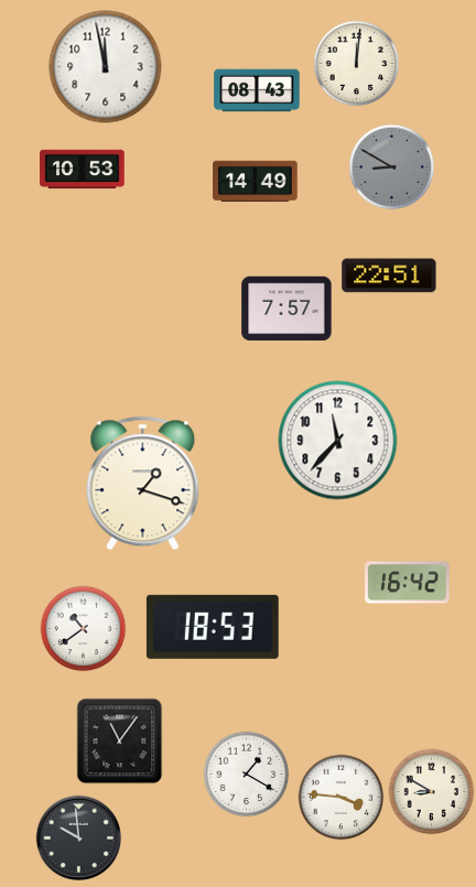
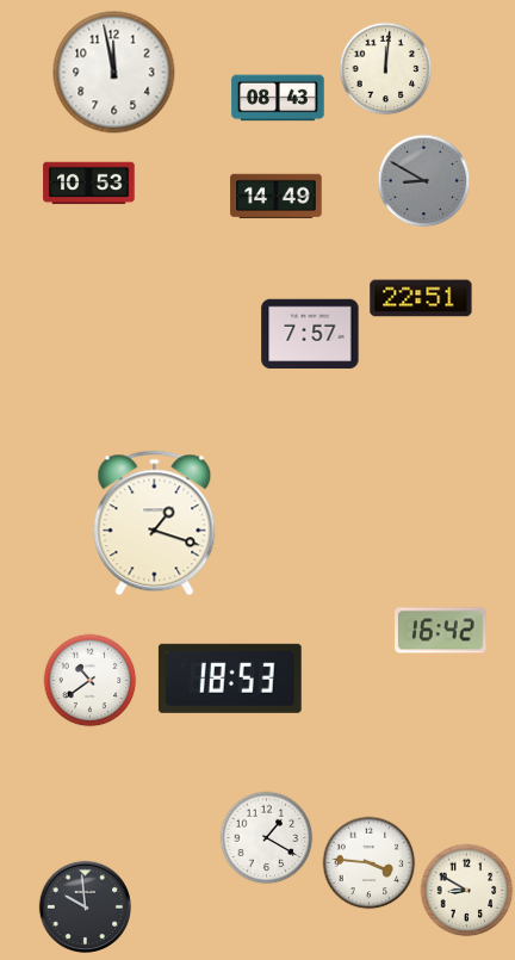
clock at (338, 441): 11:37 -> none
clock at (119, 740): 11:06 -> none
clock at (431, 791) position: (431, 791) -> (466, 890)
